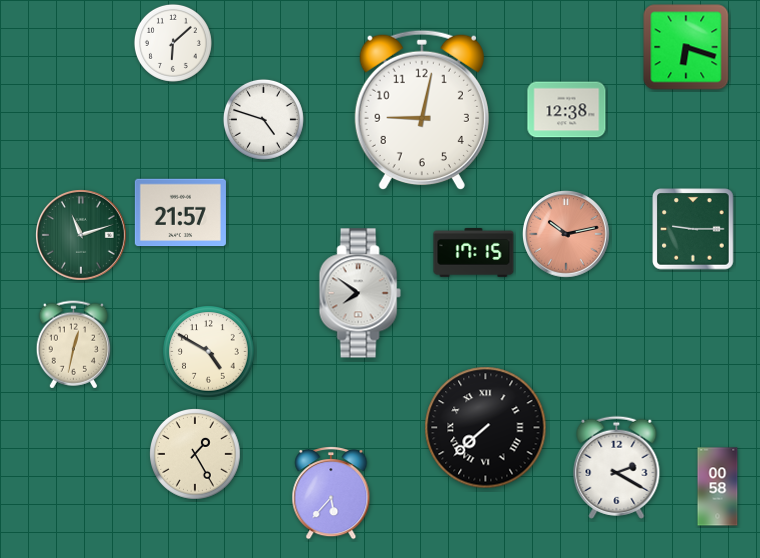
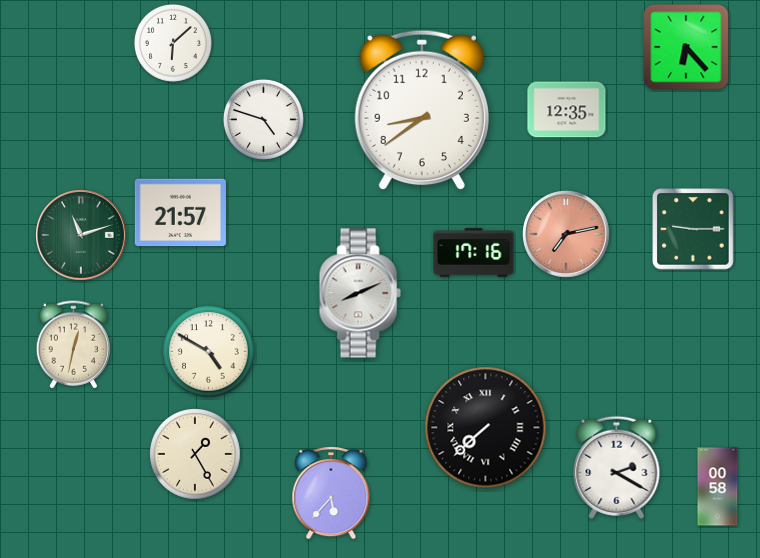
clock at (686, 47): 6:18 -> 6:23
clock at (422, 110): 9:02 -> 8:39
clock at (567, 110): 12:38 -> 12:35
clock at (567, 235): 10:13 -> 7:13
clock at (474, 252): 17:15 -> 17:16
clock at (360, 293): 7:51 -> 8:11
